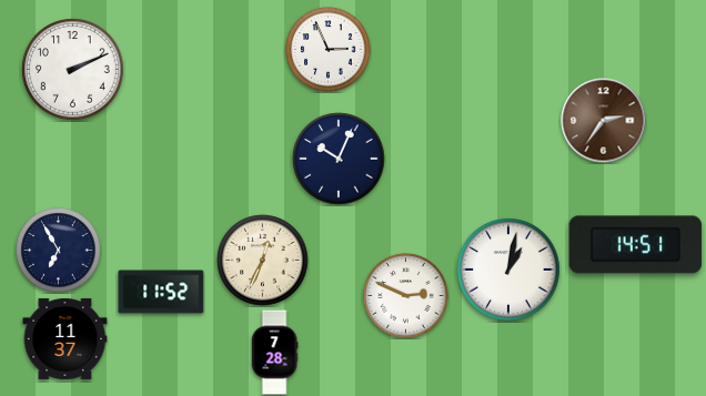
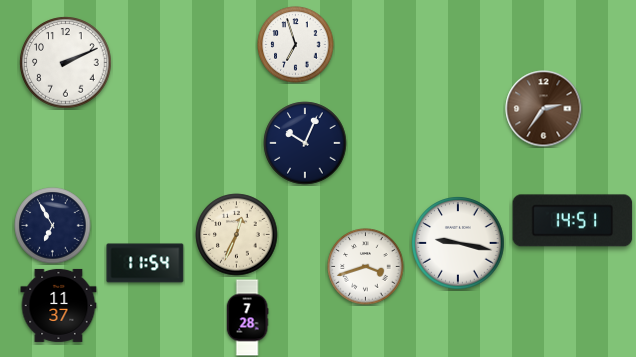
clock at (329, 50): 2:56 -> 6:57
clock at (508, 270): 1:02 -> 9:17
clock at (161, 292): 11:52 -> 11:54
clock at (406, 296): 2:49 -> 3:42
